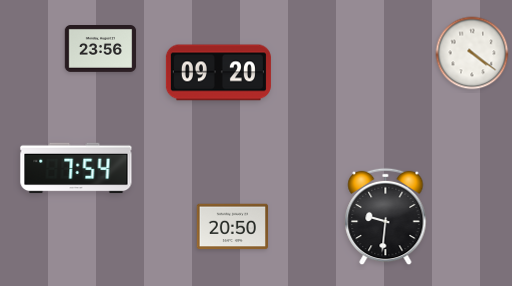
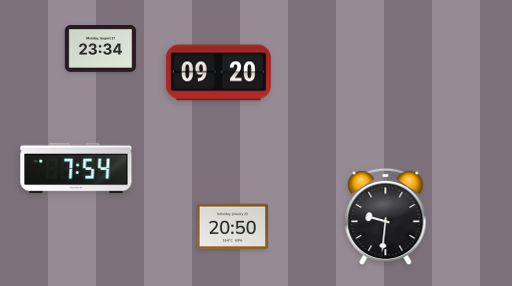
clock at (101, 49): 23:56 -> 23:34
clock at (472, 53): 4:21 -> none
